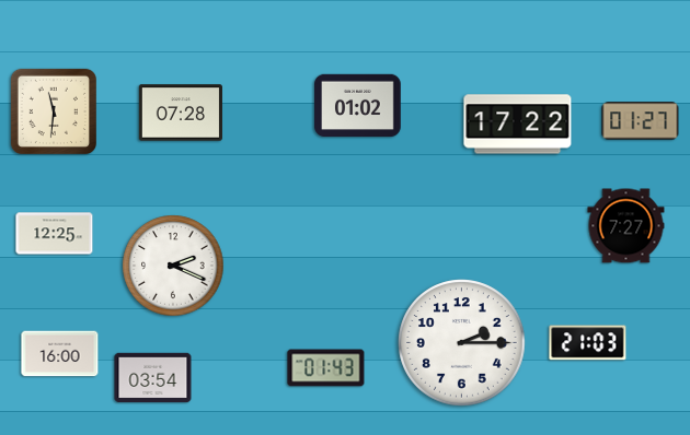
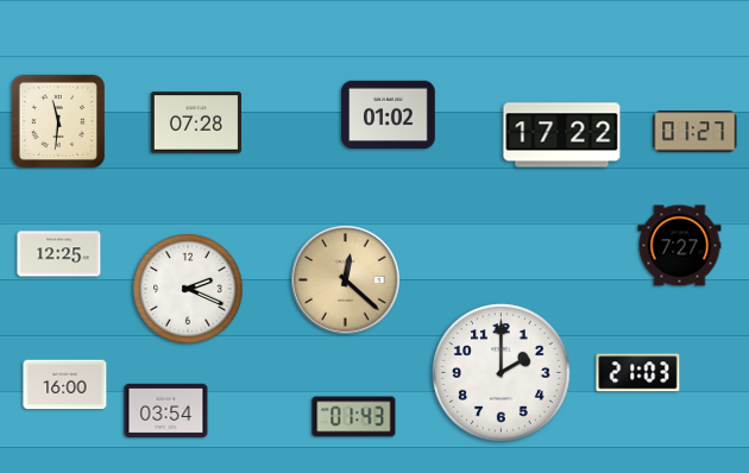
clock at (346, 280): none -> 12:22
clock at (462, 343): 2:15 -> 2:00
clock at (326, 368) position: (326, 368) -> (354, 417)
